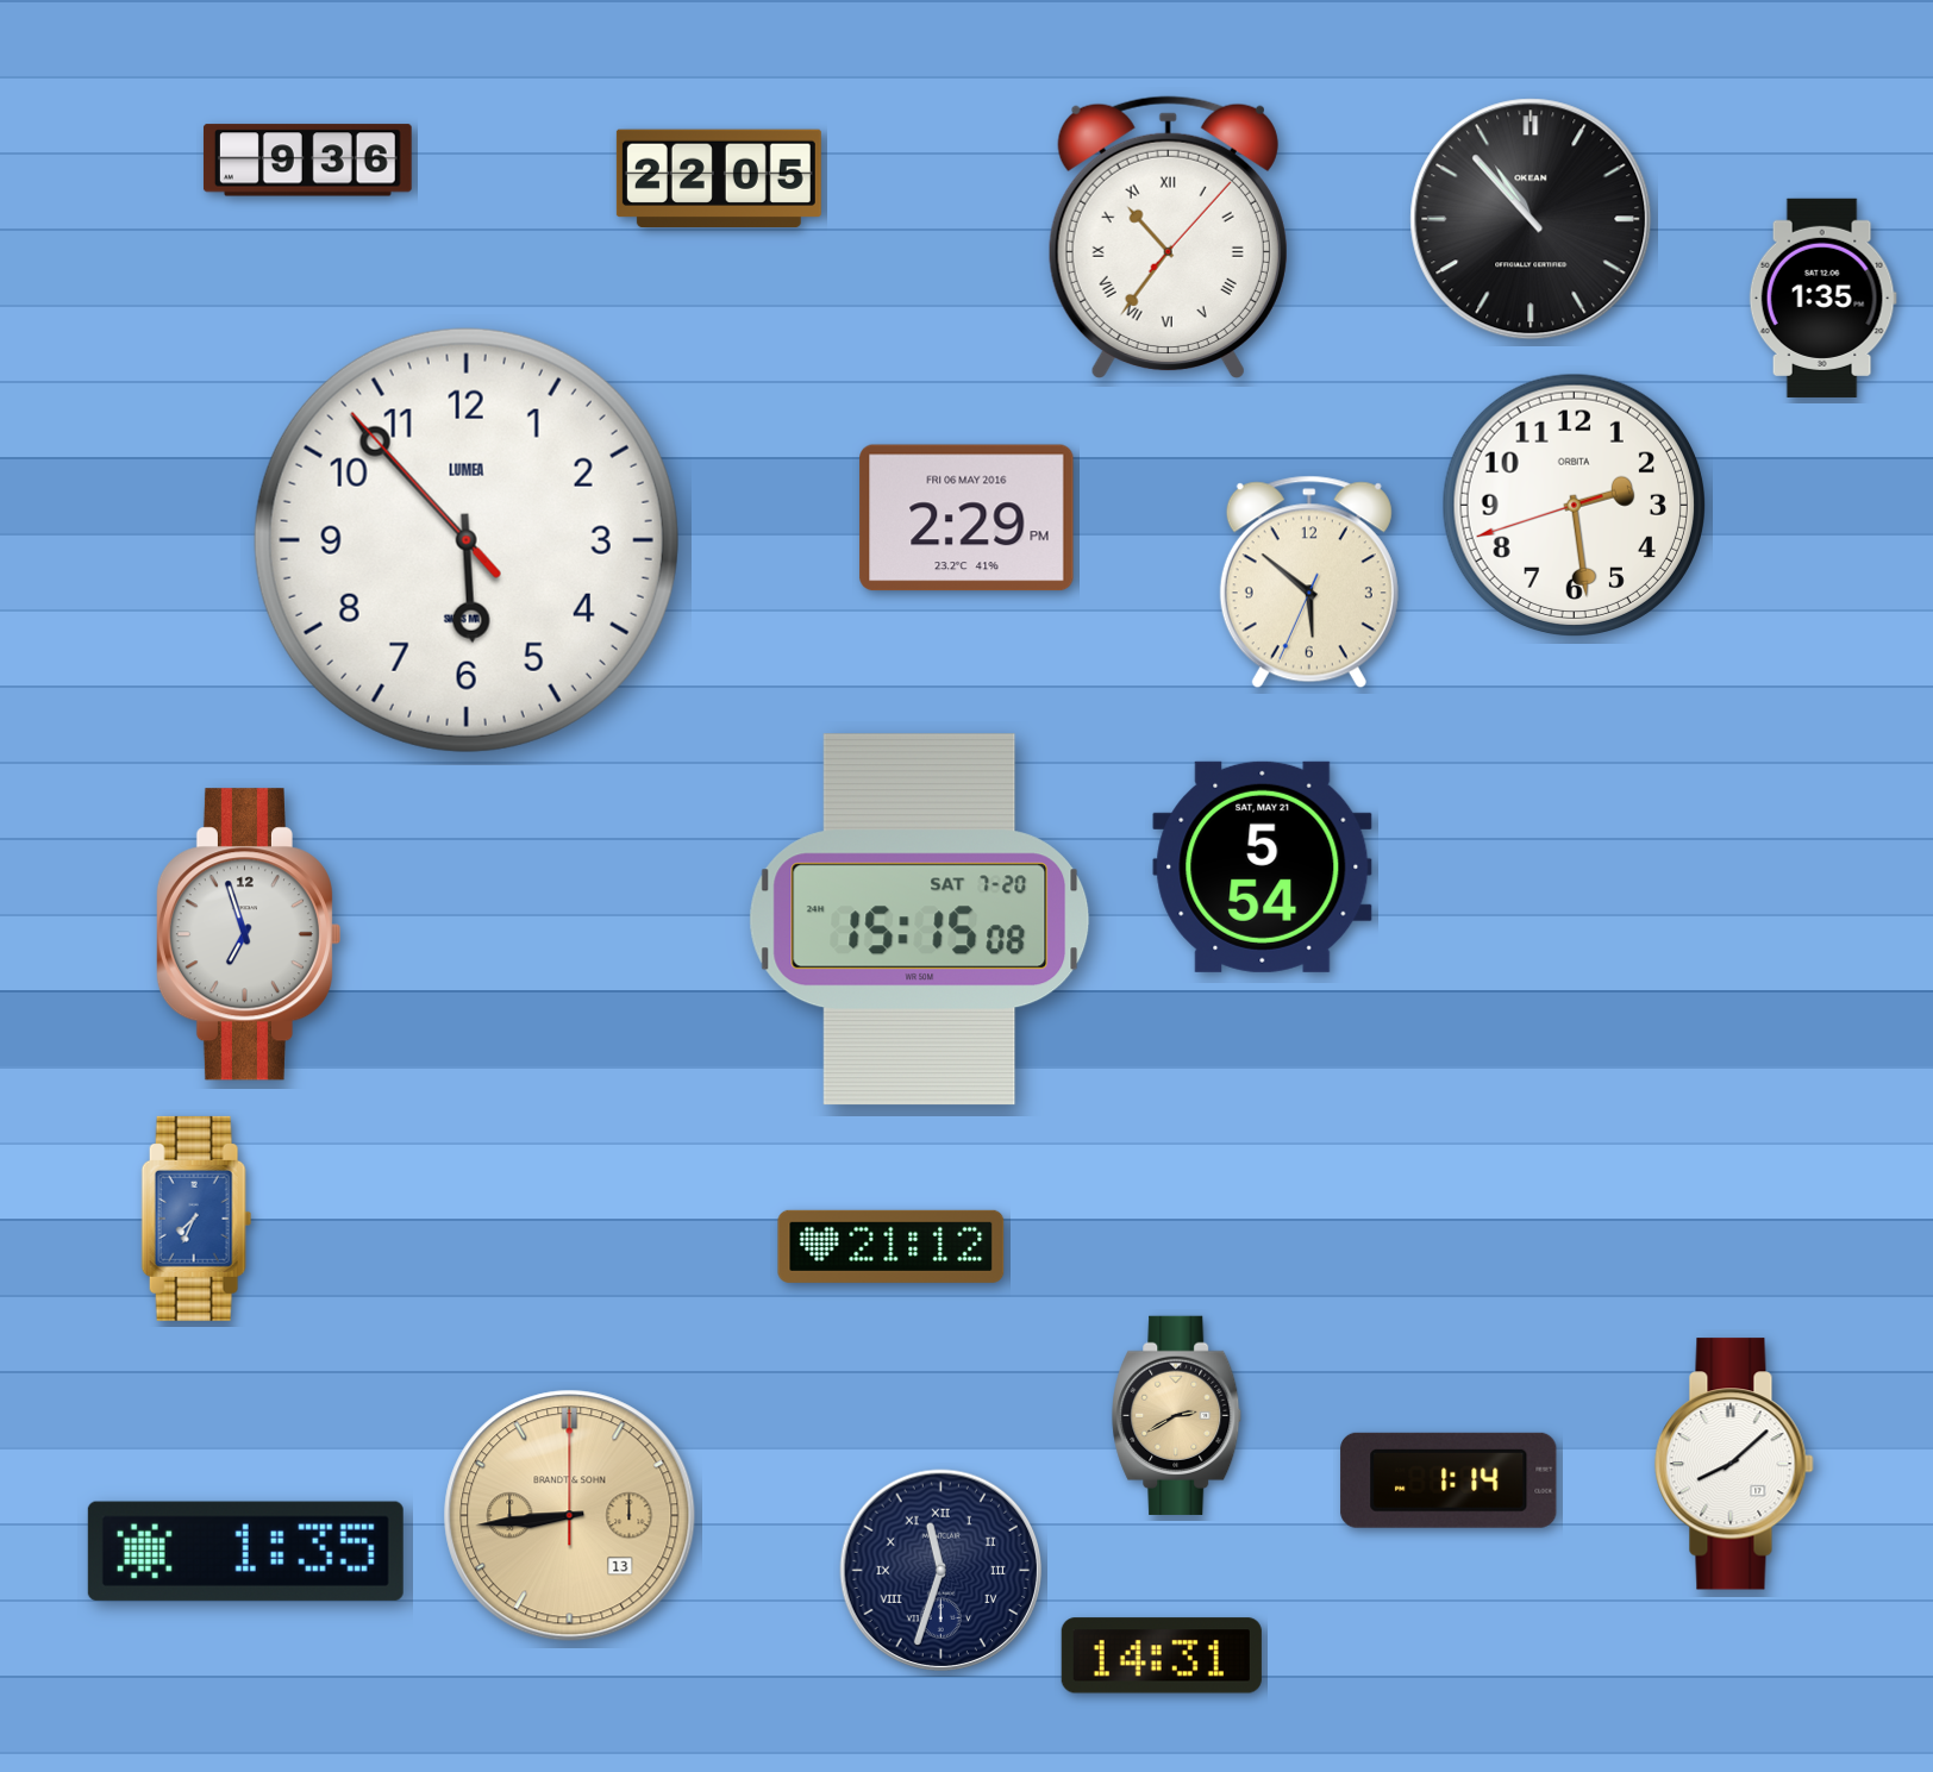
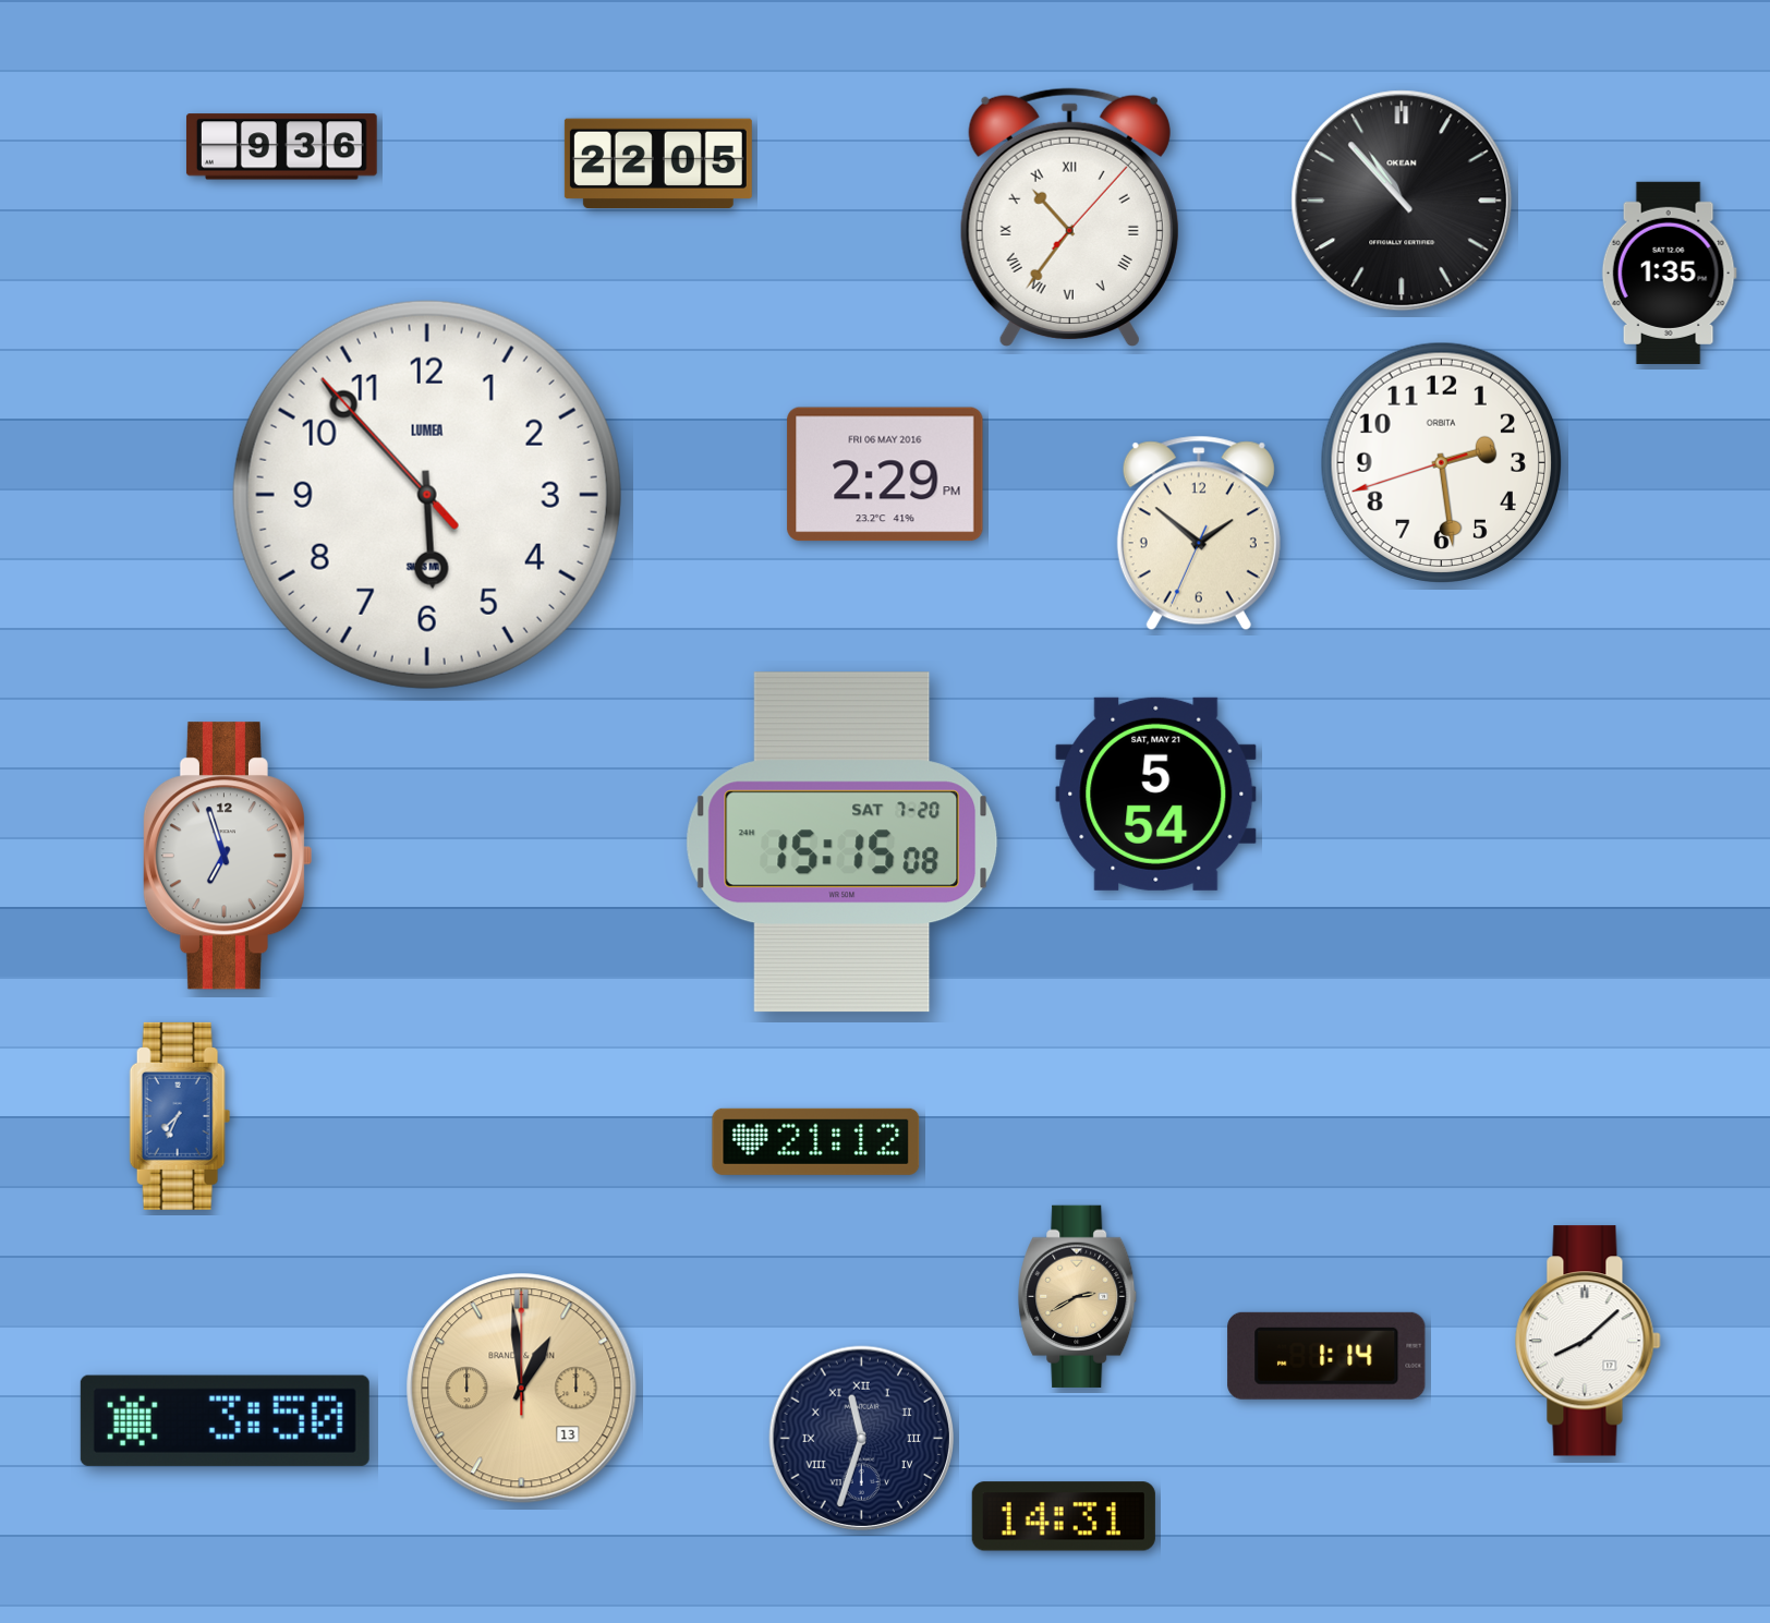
clock at (1309, 582): 5:51 -> 1:51
clock at (570, 1516): 8:44 -> 12:59
clock at (245, 1551): 1:35 -> 3:50
